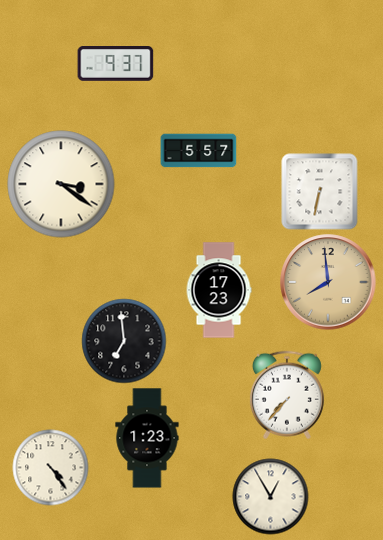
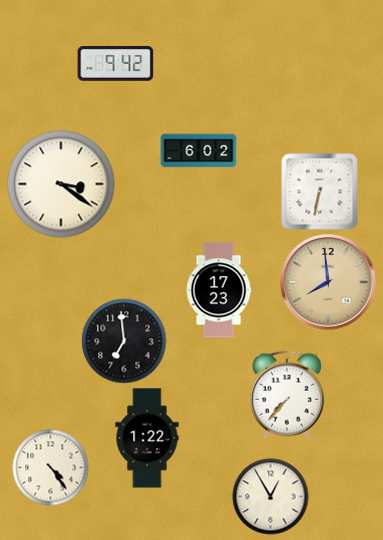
clock at (116, 64): 9:37 -> 9:42
clock at (199, 151): 5:57 -> 6:02
clock at (147, 438): 1:23 -> 1:22
